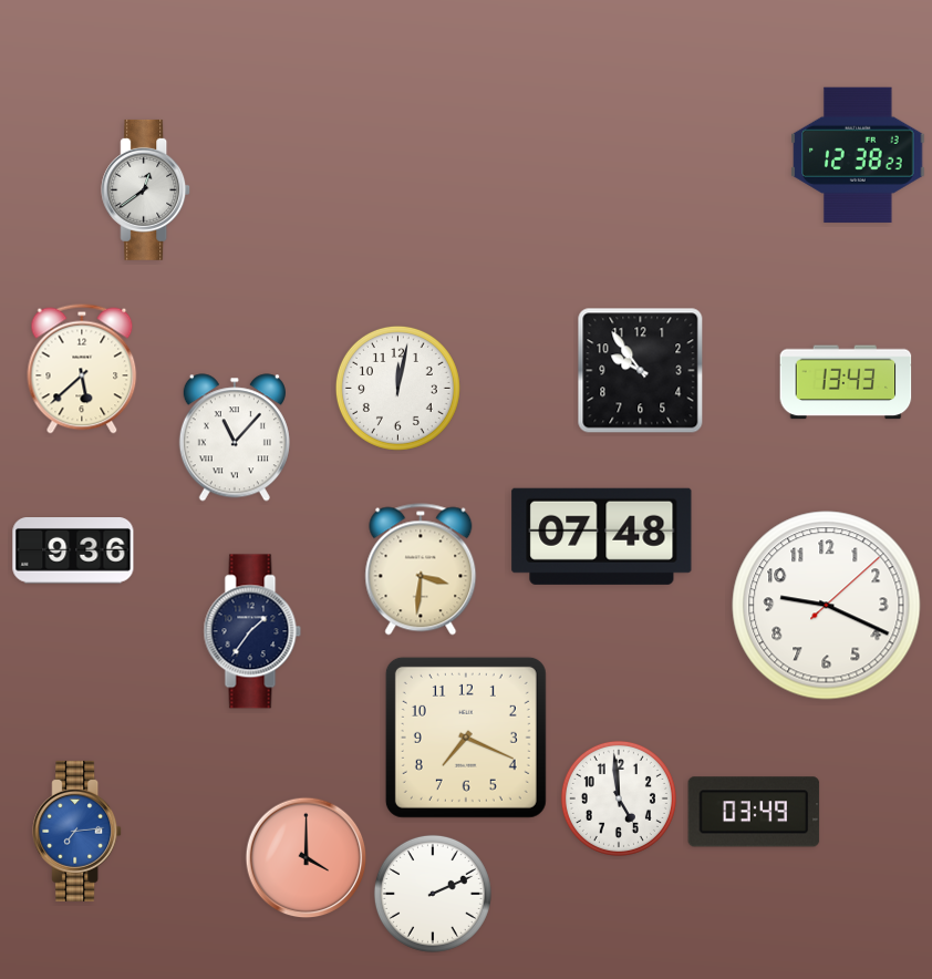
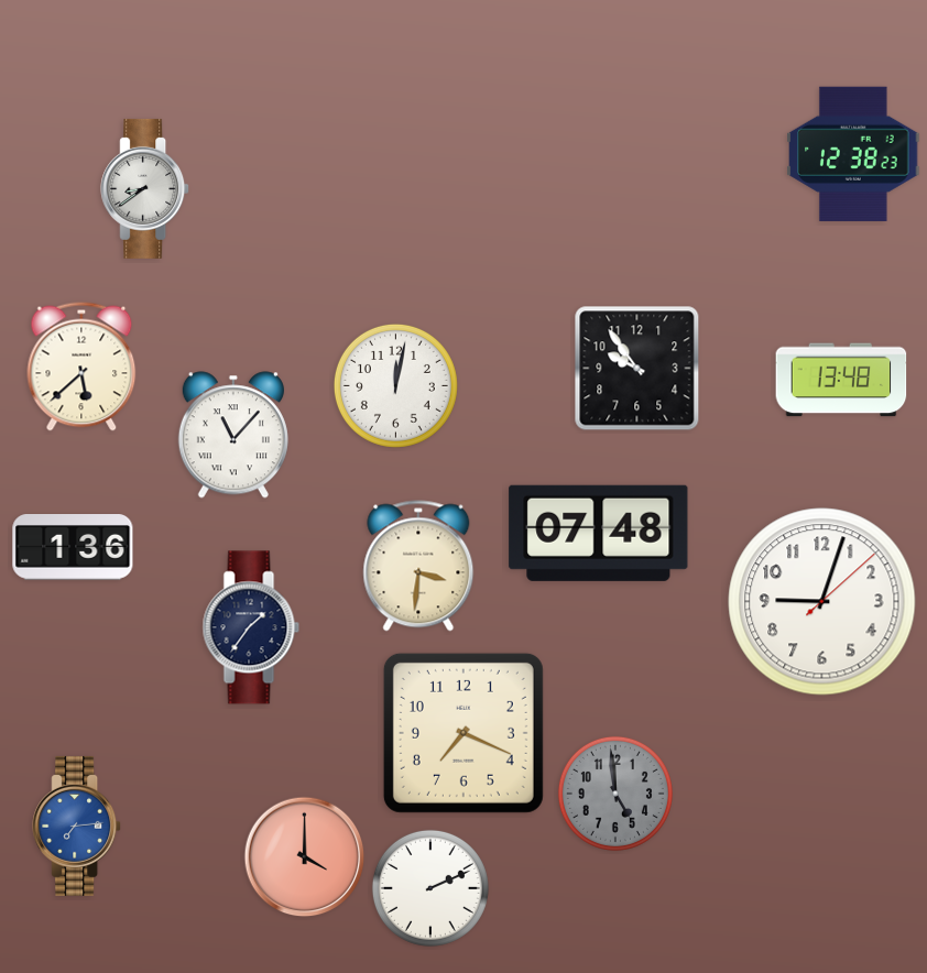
clock at (146, 189): 12:39 -> 8:39
clock at (846, 382): 13:43 -> 13:48
clock at (73, 552): 9:36 -> 1:36
clock at (827, 606): 9:19 -> 9:03
clock at (619, 798) dial: white -> grey
clock at (754, 812): 03:49 -> none
clock at (307, 858) position: (307, 858) -> (305, 857)
